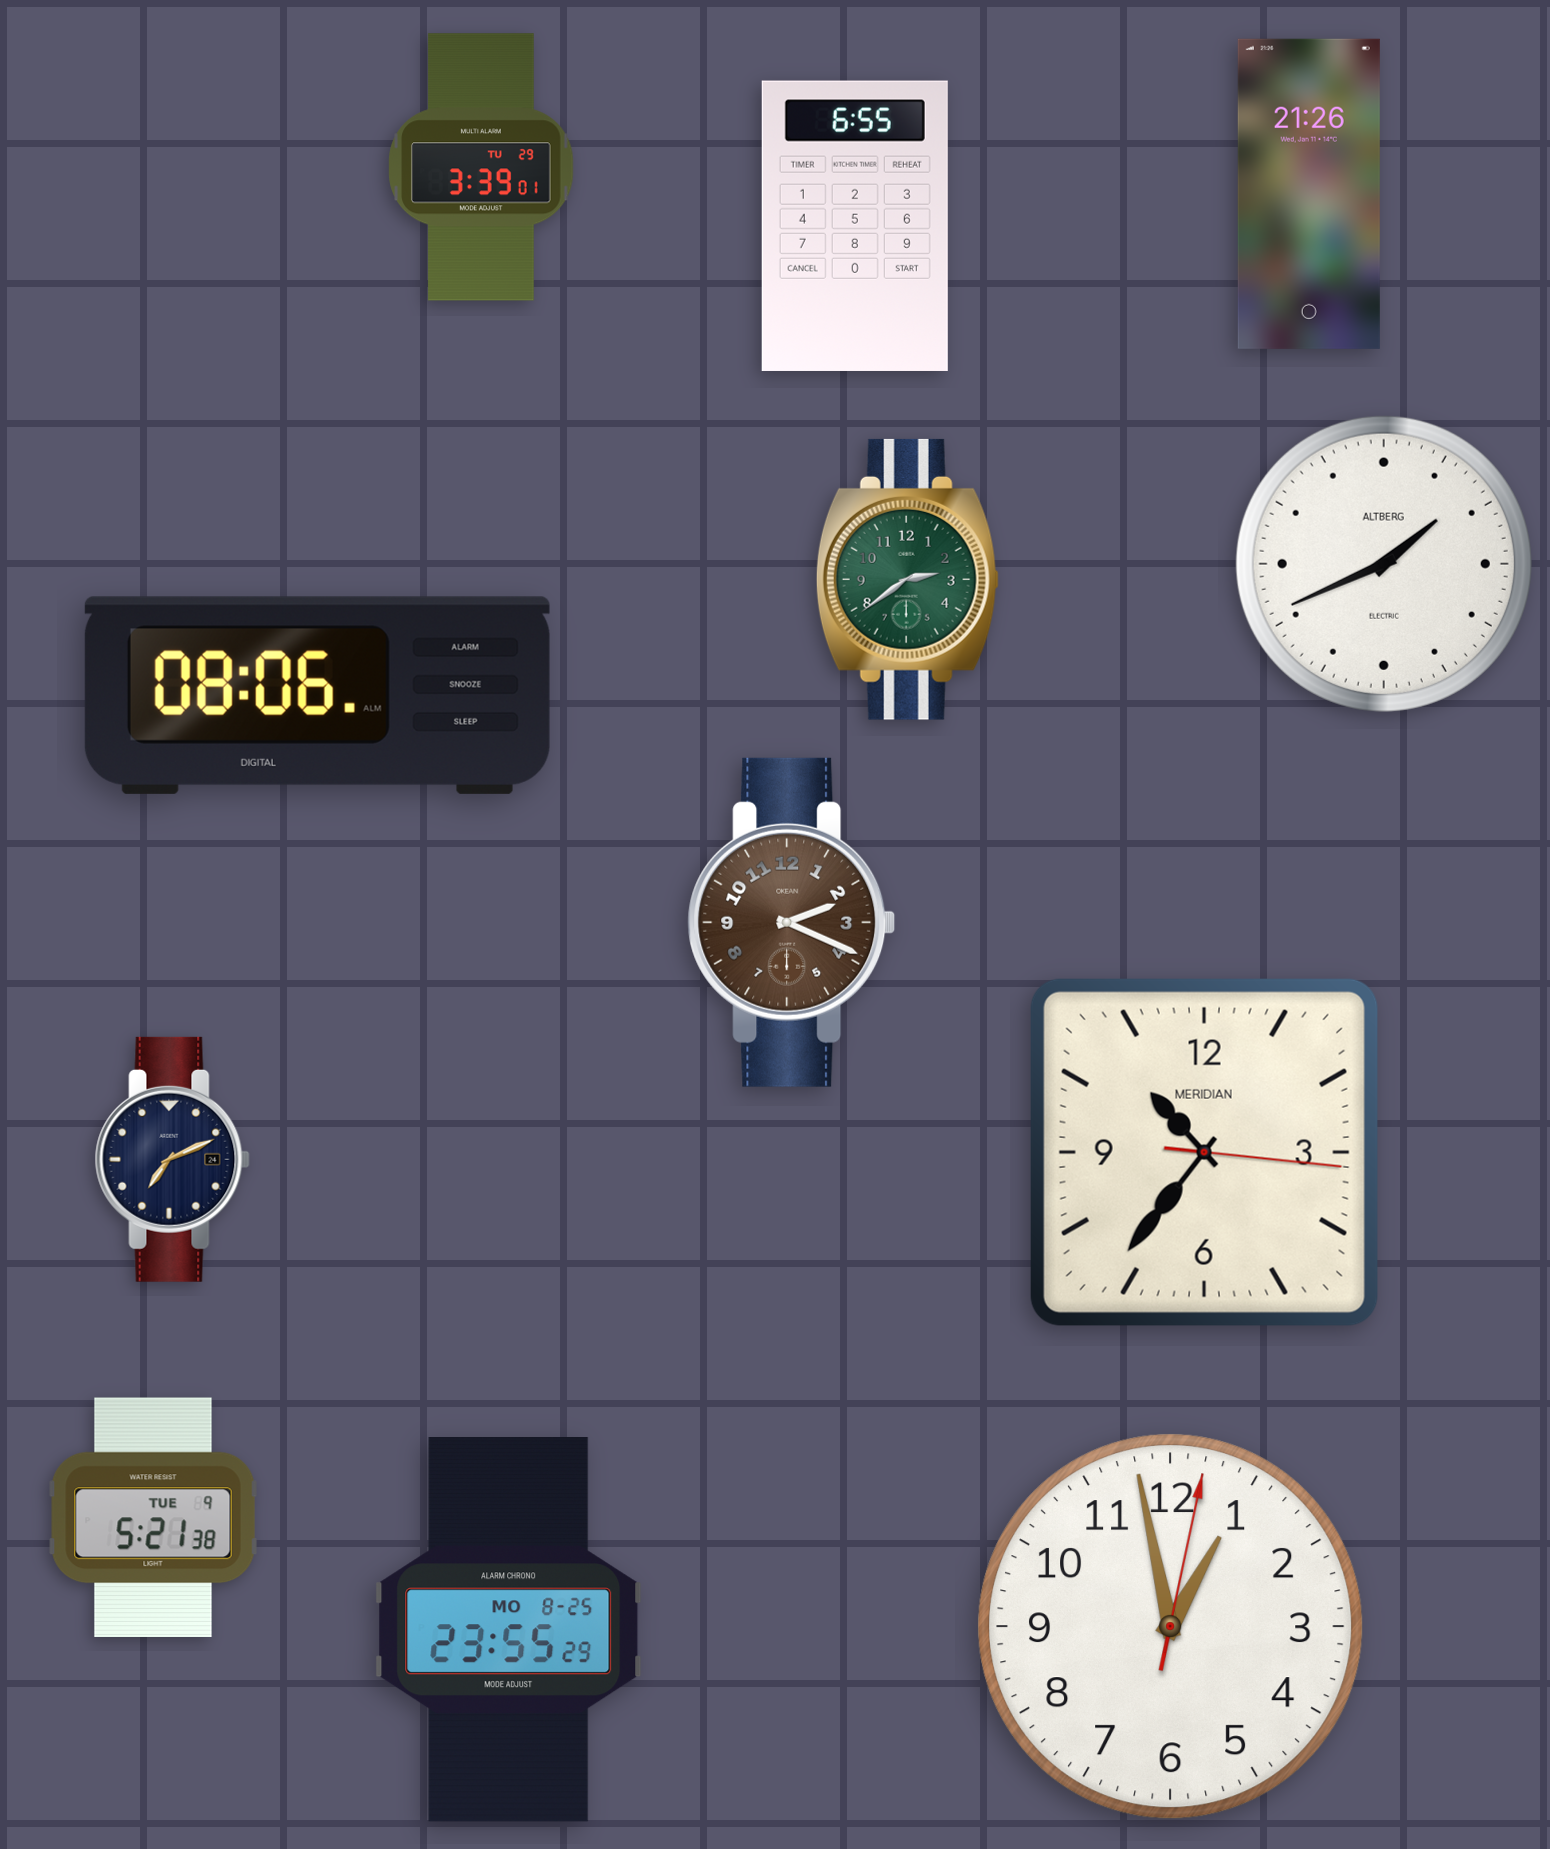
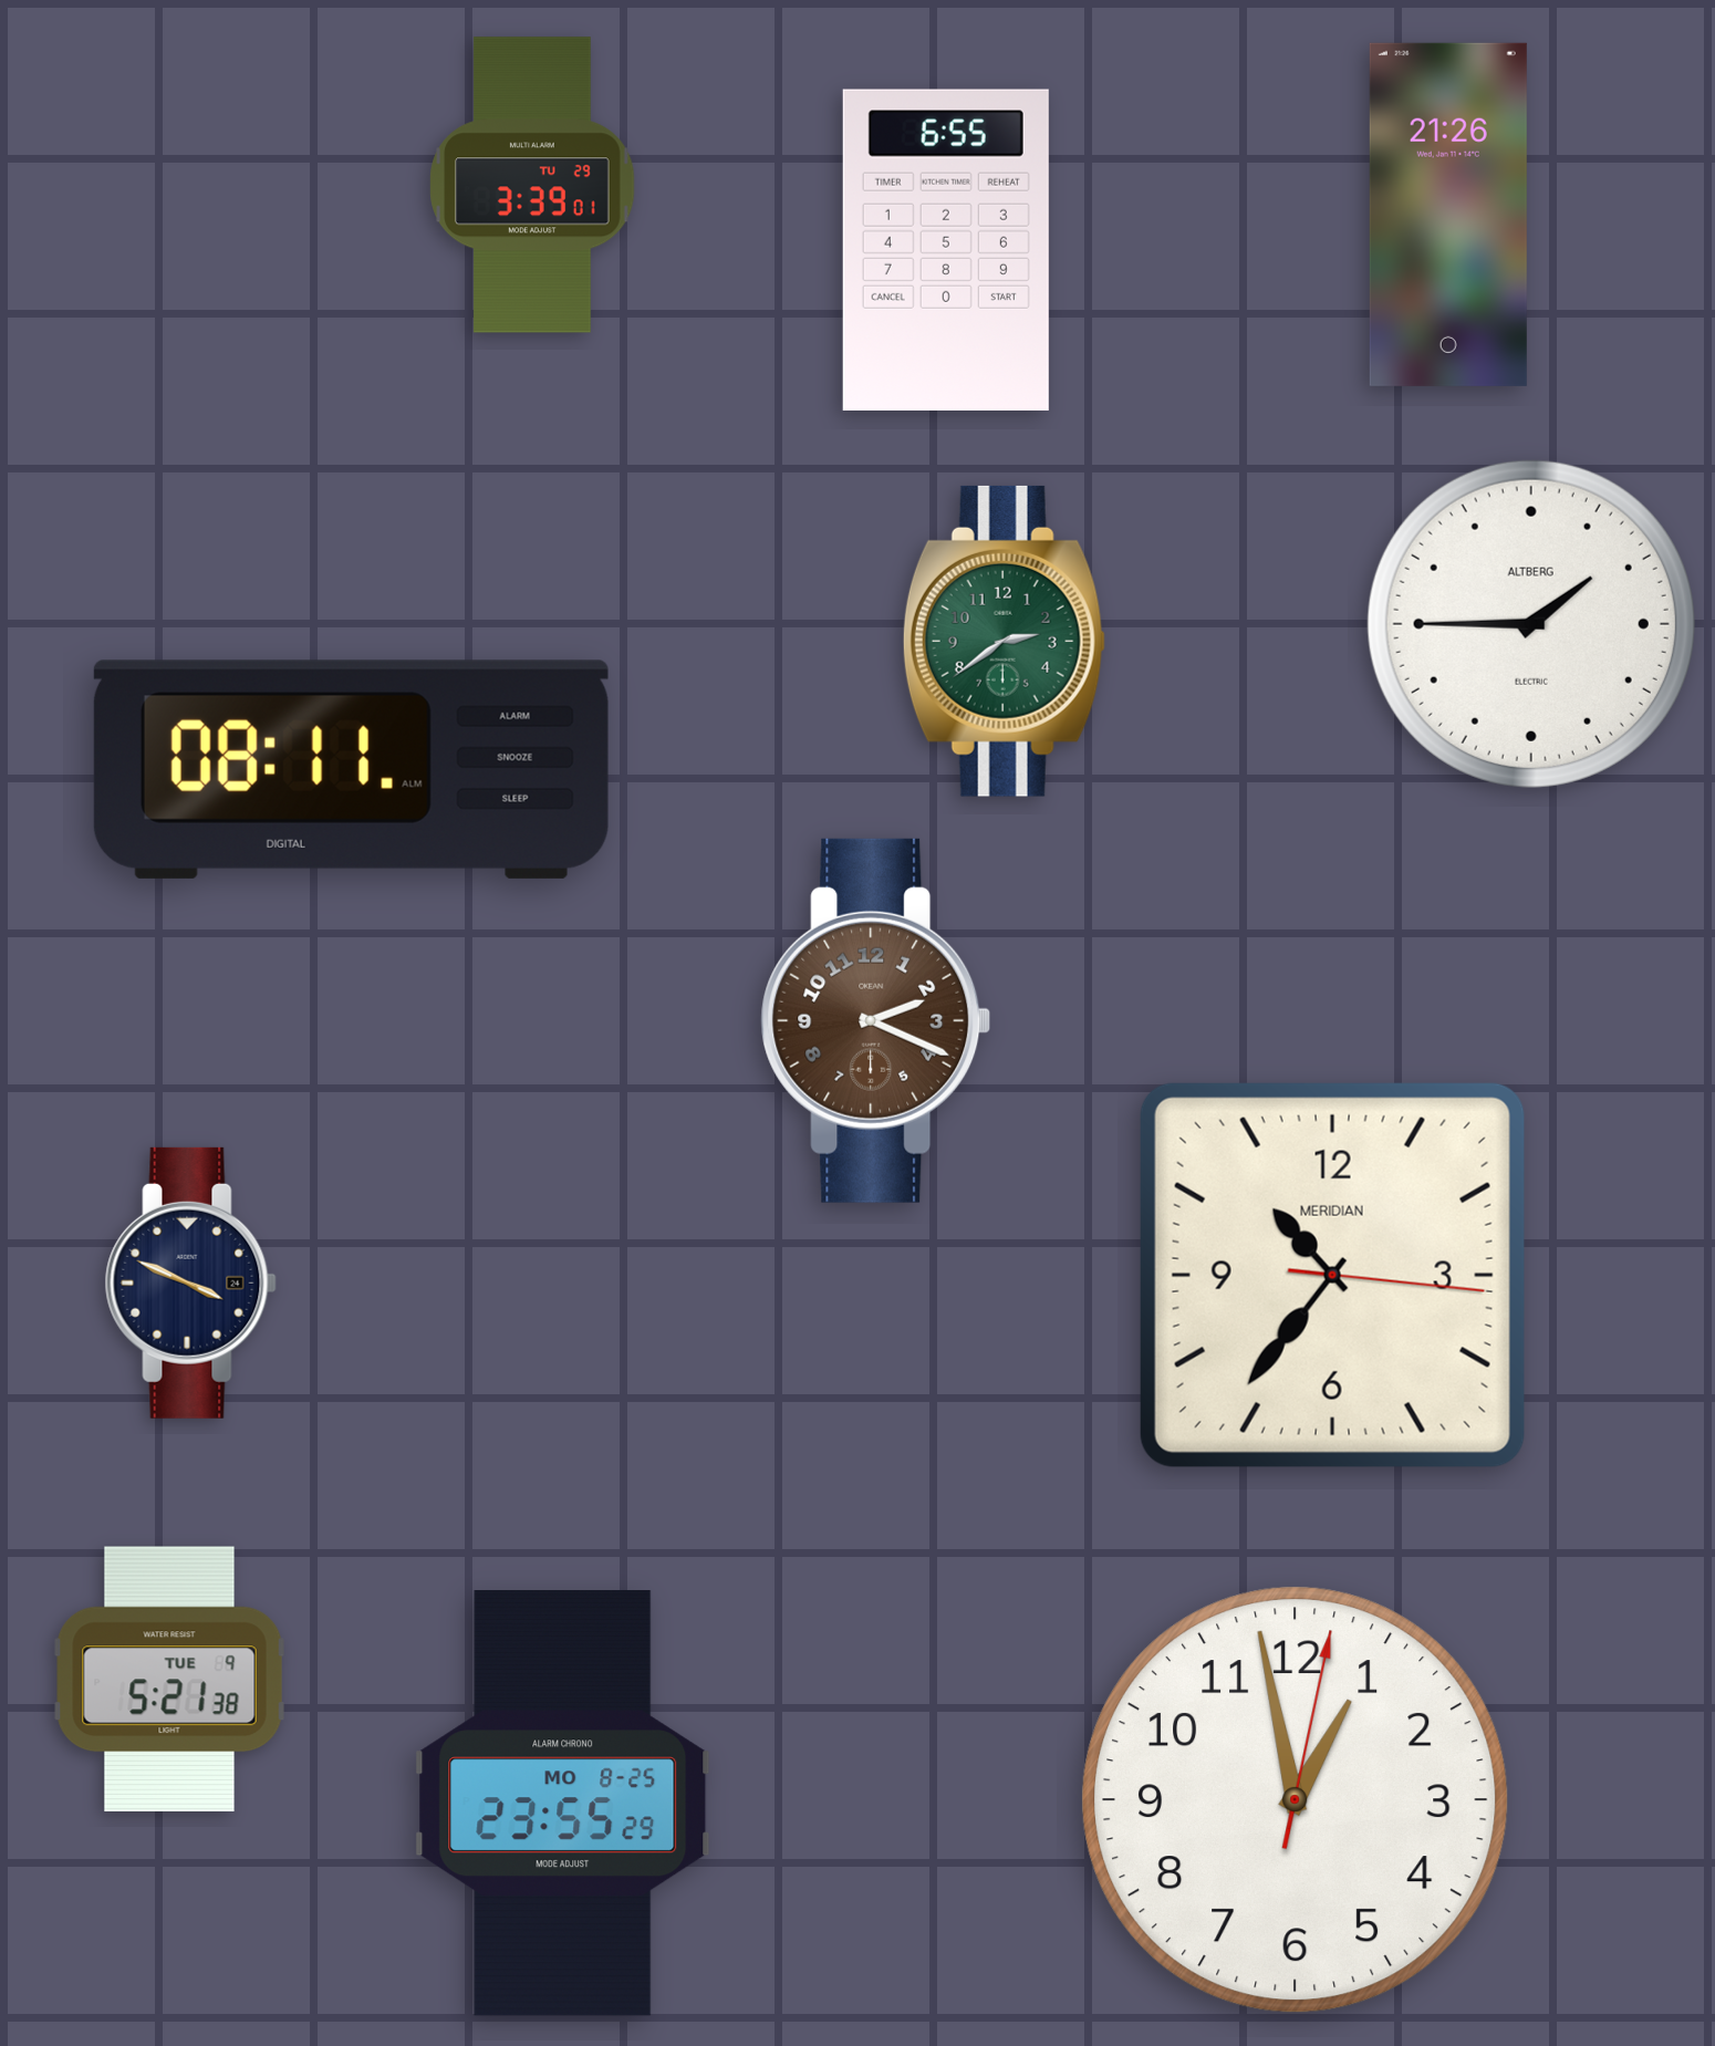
clock at (1384, 564): 1:41 -> 1:45
clock at (317, 695): 08:06 -> 08:11
clock at (172, 1159): 7:11 -> 3:49
